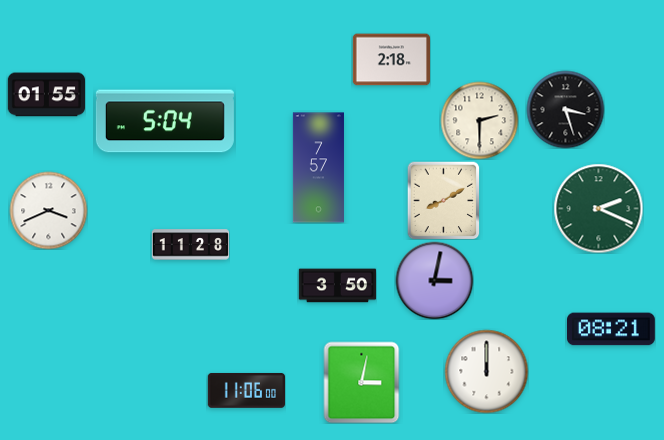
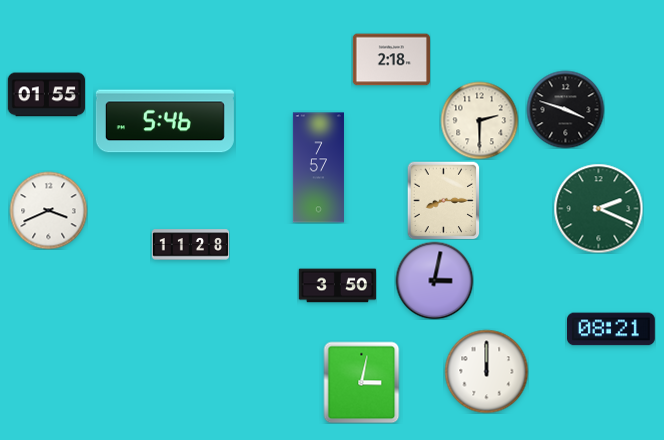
clock at (565, 109): 3:27 -> 3:48
clock at (165, 121): 5:04 -> 5:46
clock at (444, 200): 8:10 -> 8:15
clock at (246, 390): 11:06 -> none
